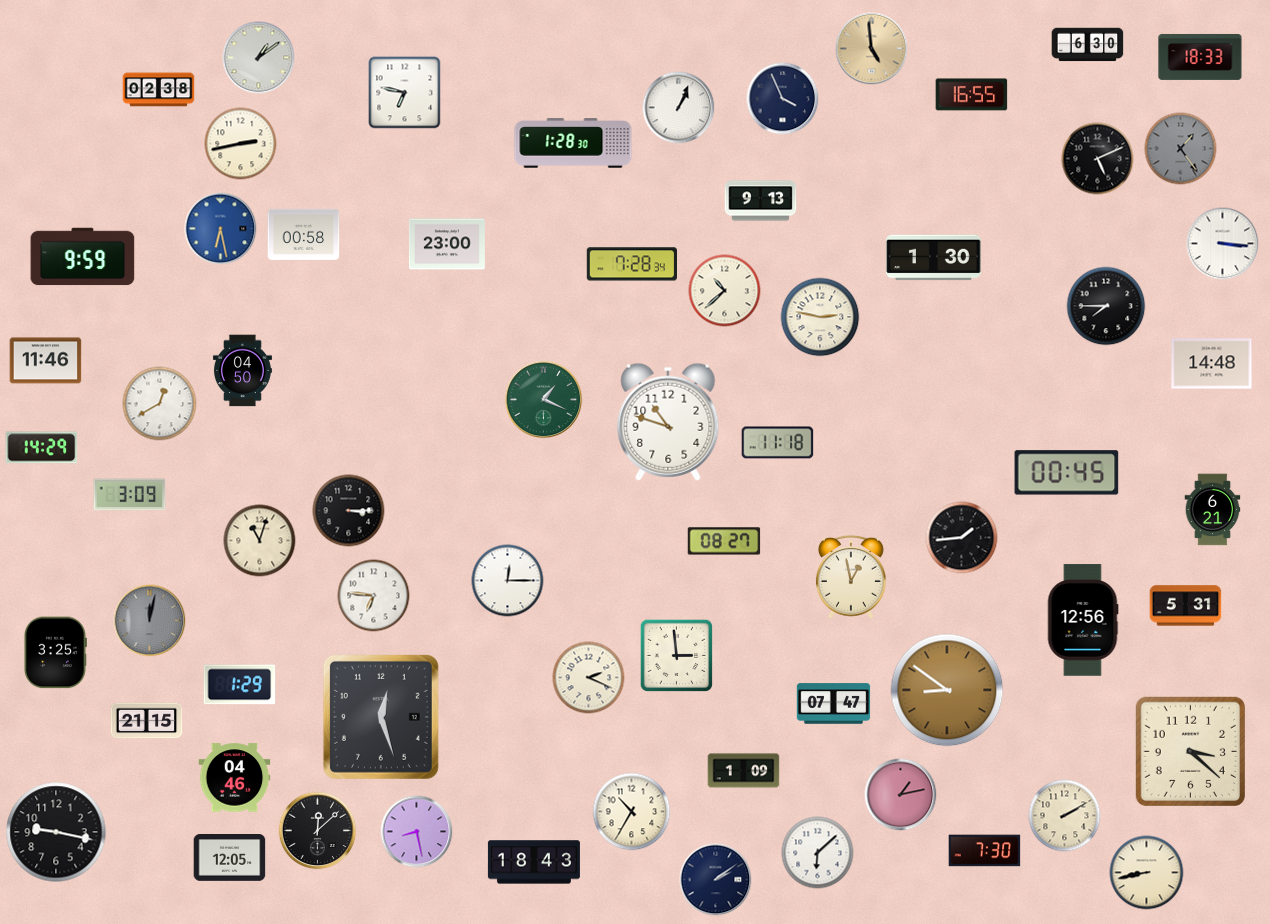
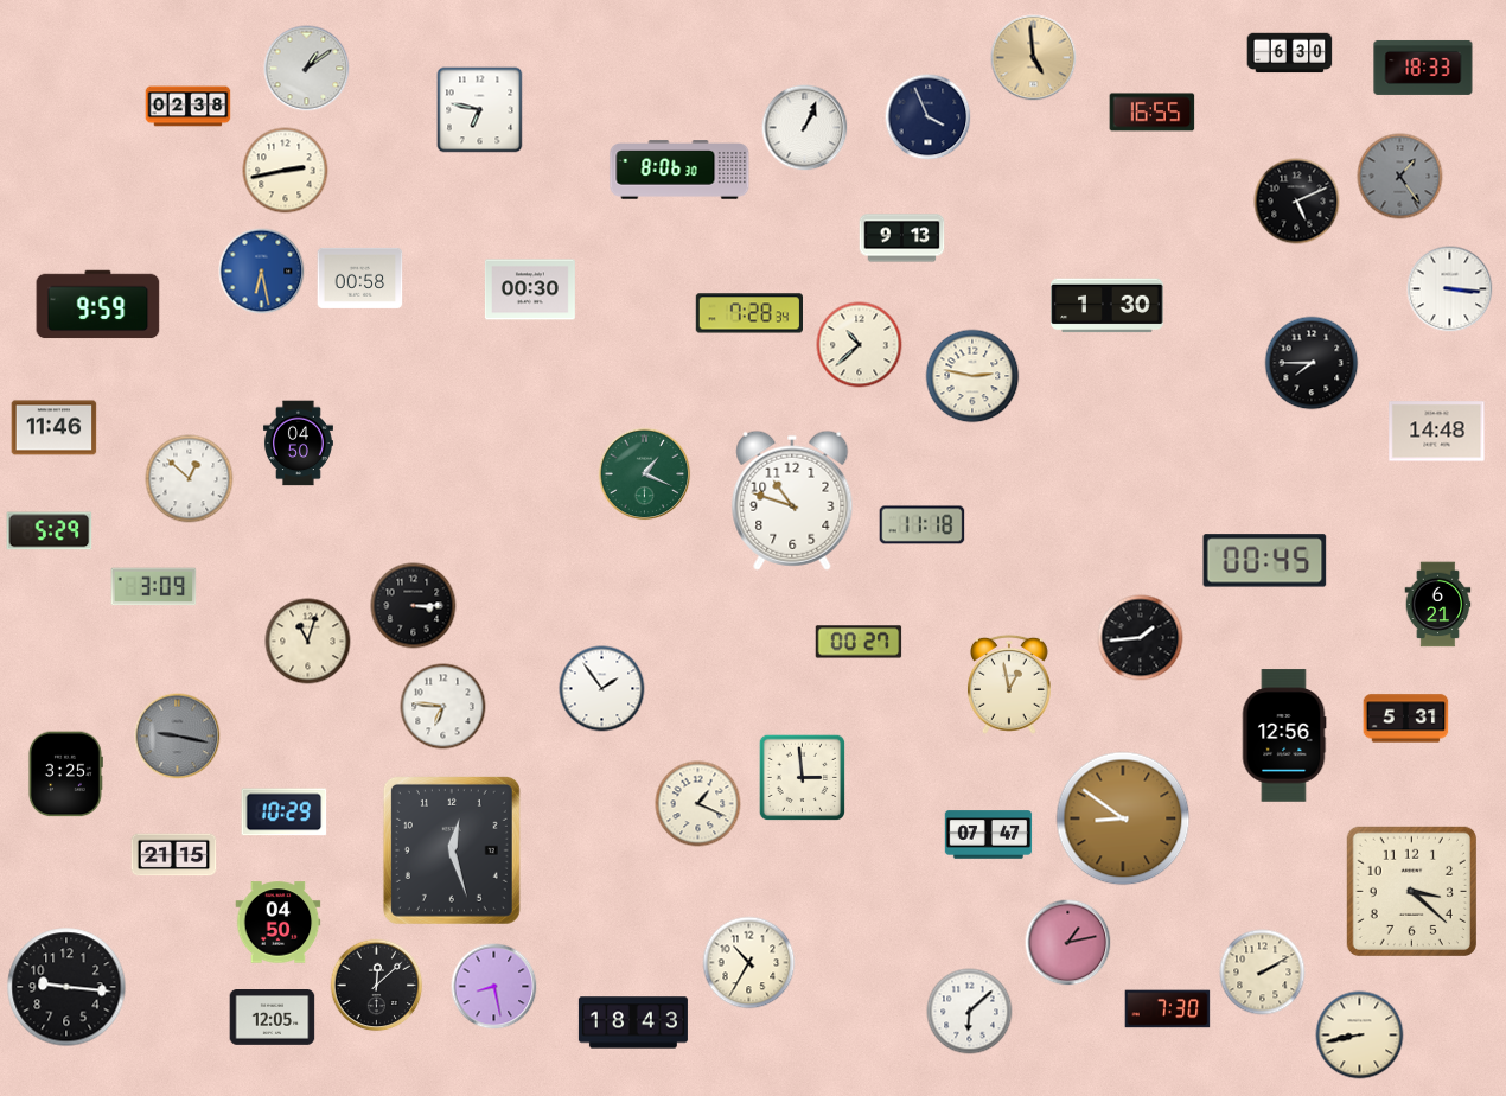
clock at (573, 143): 1:28 -> 8:06
clock at (1098, 159) position: (1098, 159) -> (1297, 202)
clock at (447, 244): 23:00 -> 00:30
clock at (242, 371) position: (242, 371) -> (298, 444)
clock at (160, 404): 12:40 -> 12:52
clock at (42, 448): 14:29 -> 5:29
clock at (724, 541): 08:27 -> 00:27
clock at (508, 581): 12:15 -> 1:54
clock at (150, 621): 12:02 -> 9:17
clock at (589, 678): 2:19 -> 1:19
clock at (240, 685): 1:29 -> 10:29
clock at (744, 771): 1:09 -> none
clock at (235, 778): 04:46 -> 04:50
clock at (1065, 816) position: (1065, 816) -> (1263, 973)
clock at (56, 832): 9:17 -> 9:16
clock at (716, 880): 2:09 -> none
